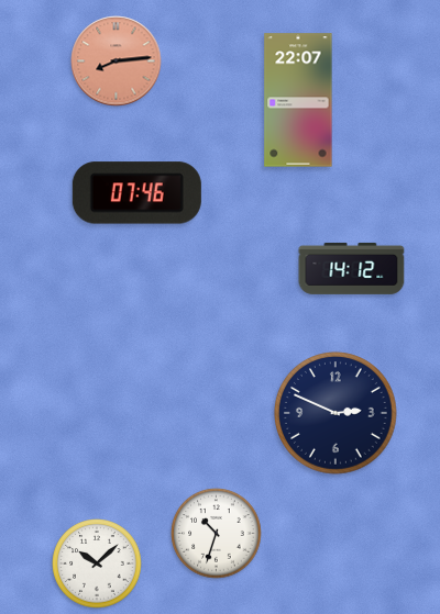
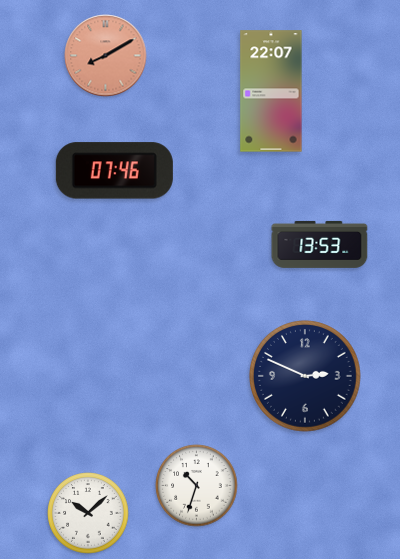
clock at (117, 62): 8:14 -> 8:10
clock at (136, 193) position: (136, 193) -> (114, 171)
clock at (352, 268): 14:12 -> 13:53
